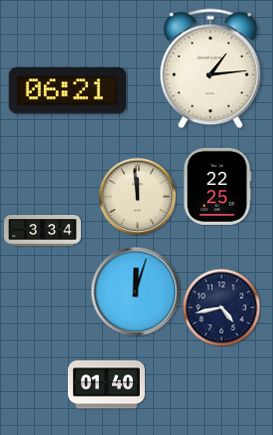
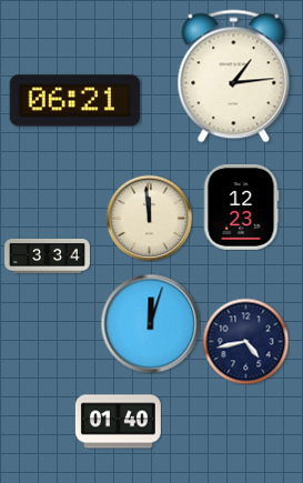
clock at (217, 186): 22:25 -> 12:23
clock at (137, 196) position: (137, 196) -> (149, 218)
clock at (106, 385) position: (106, 385) -> (118, 422)
